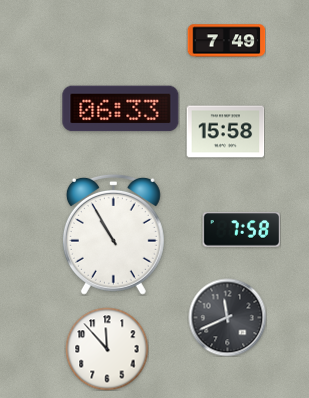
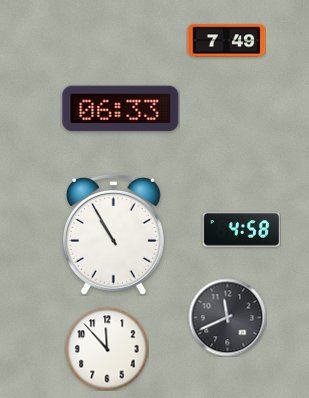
clock at (225, 132): 15:58 -> none
clock at (241, 230): 7:58 -> 4:58
